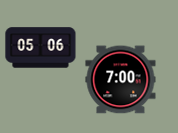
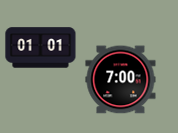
clock at (41, 48): 05:06 -> 01:01
